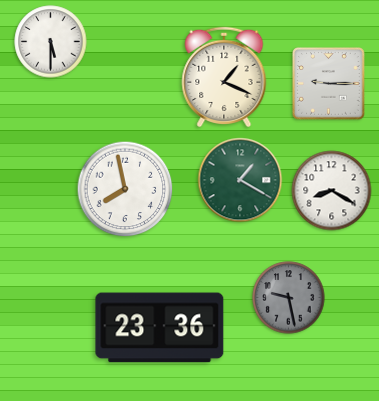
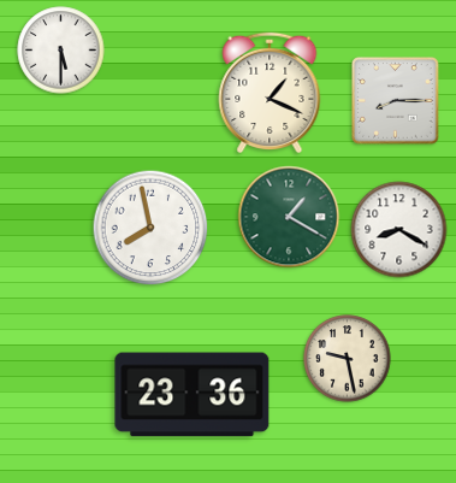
clock at (329, 84): 9:15 -> 8:15
clock at (289, 298) dial: grey -> cream
